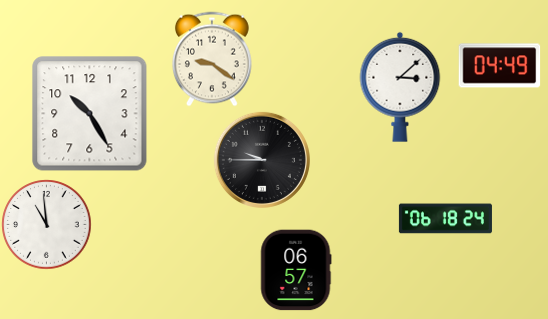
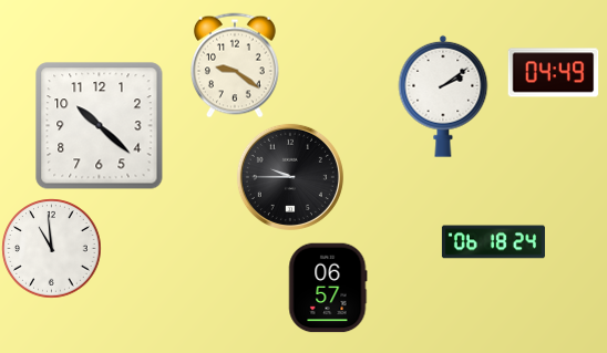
clock at (400, 87): 3:08 -> 2:09
clock at (90, 114): 10:25 -> 10:22
clock at (296, 270) position: (296, 270) -> (328, 288)
